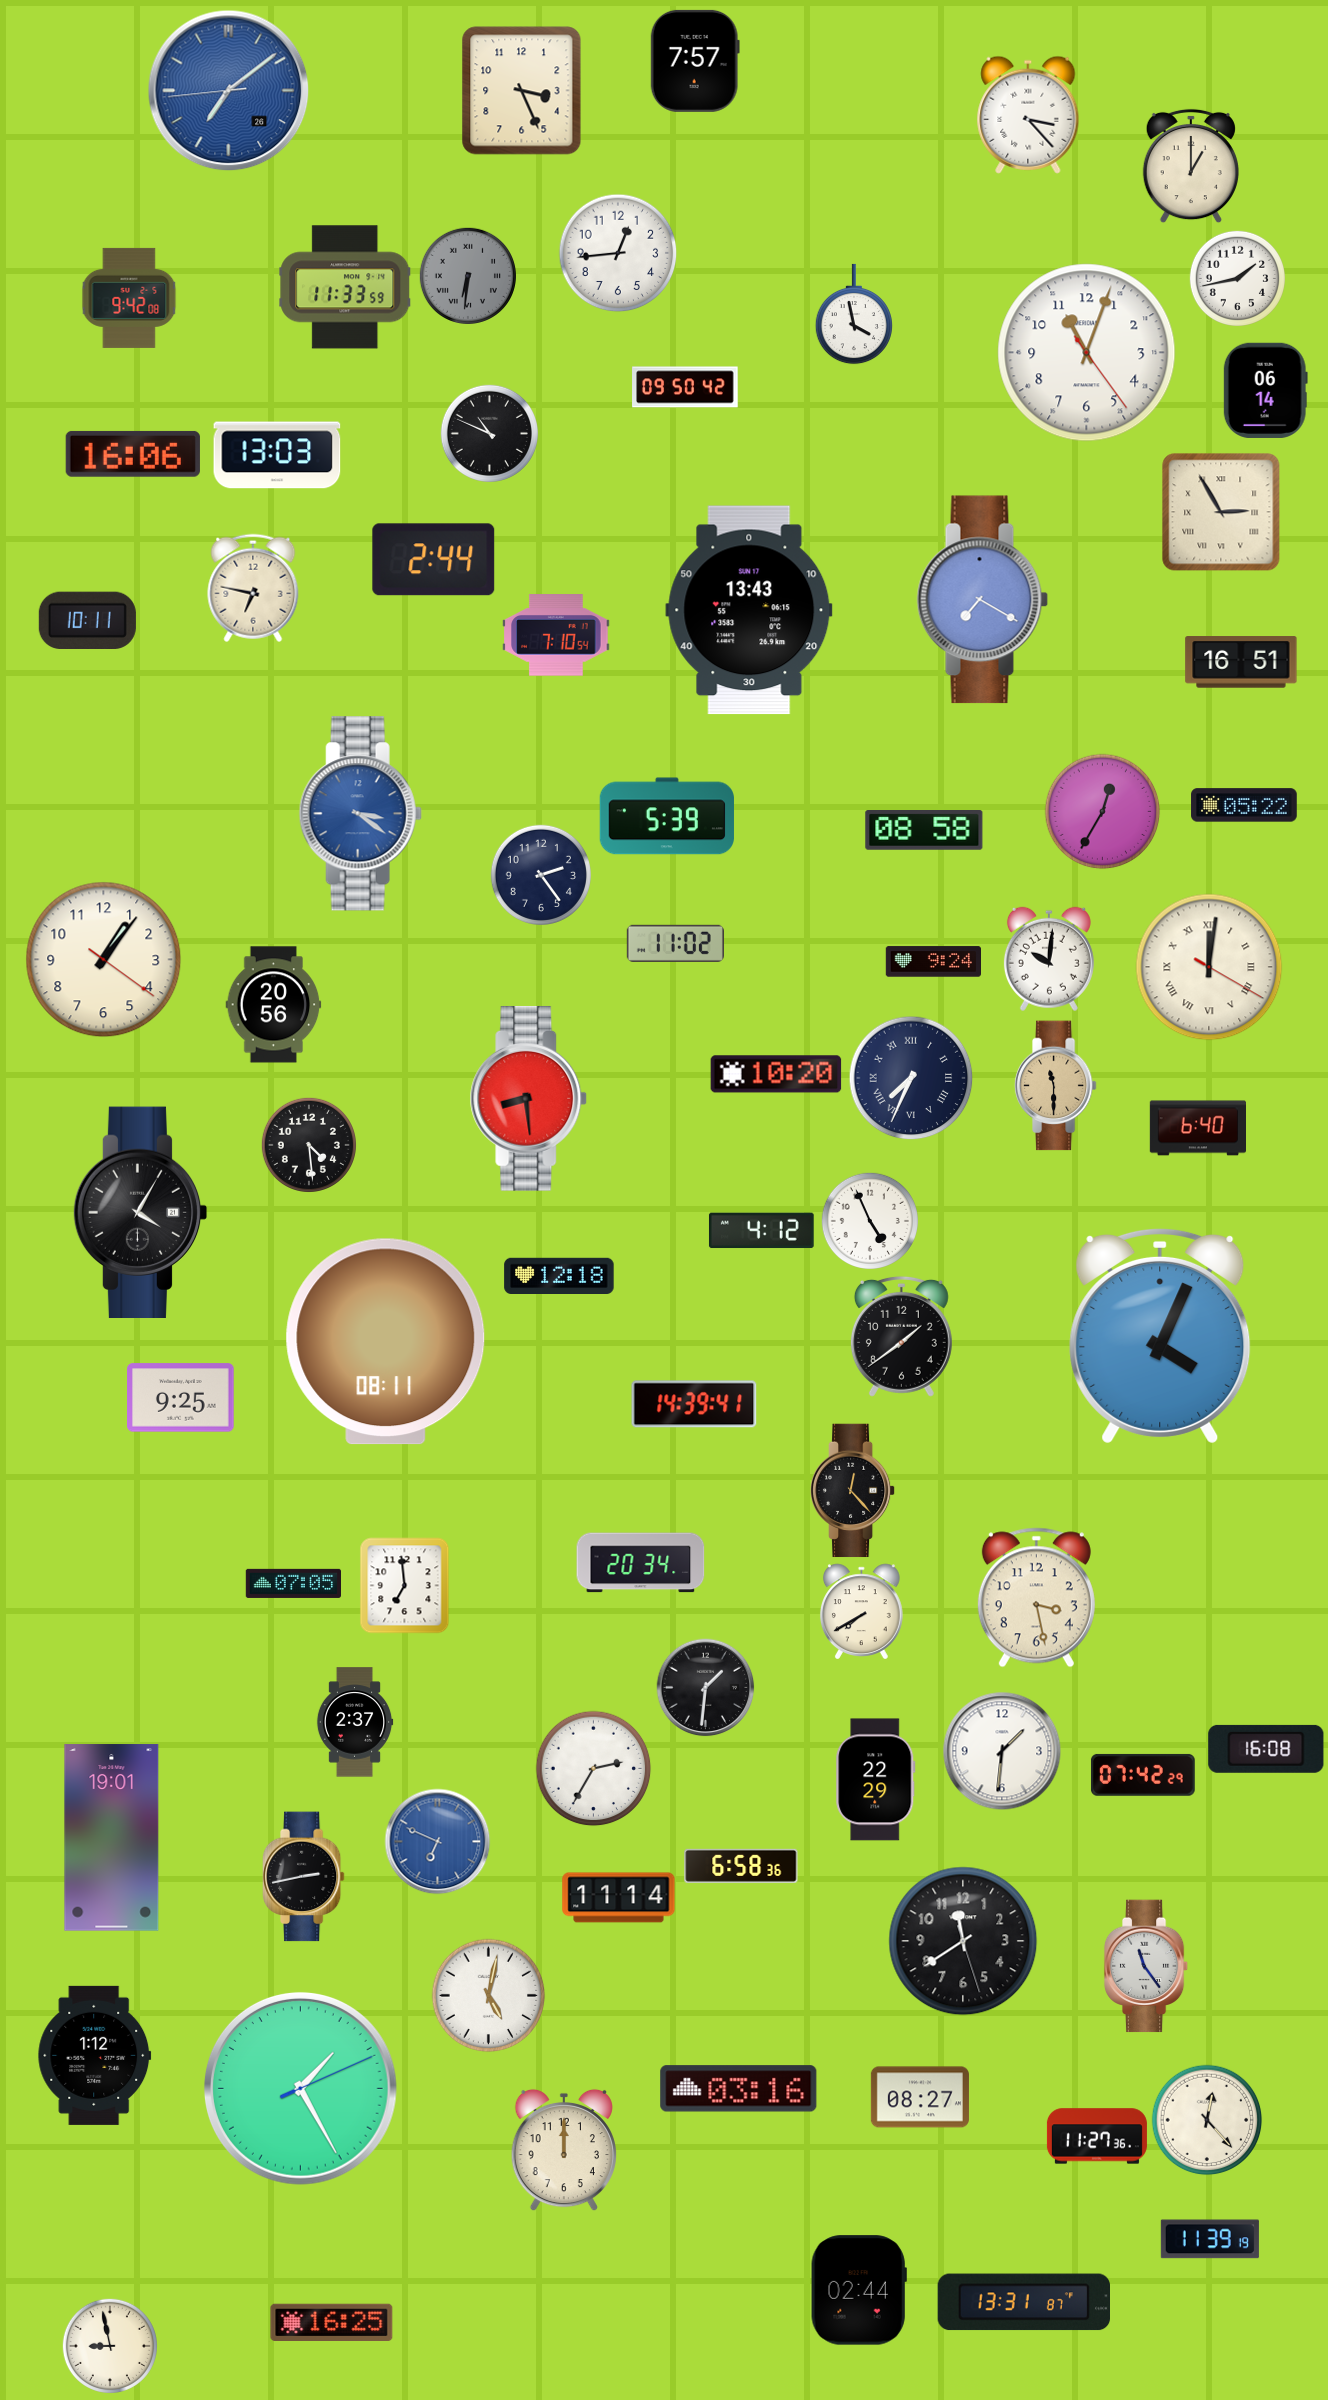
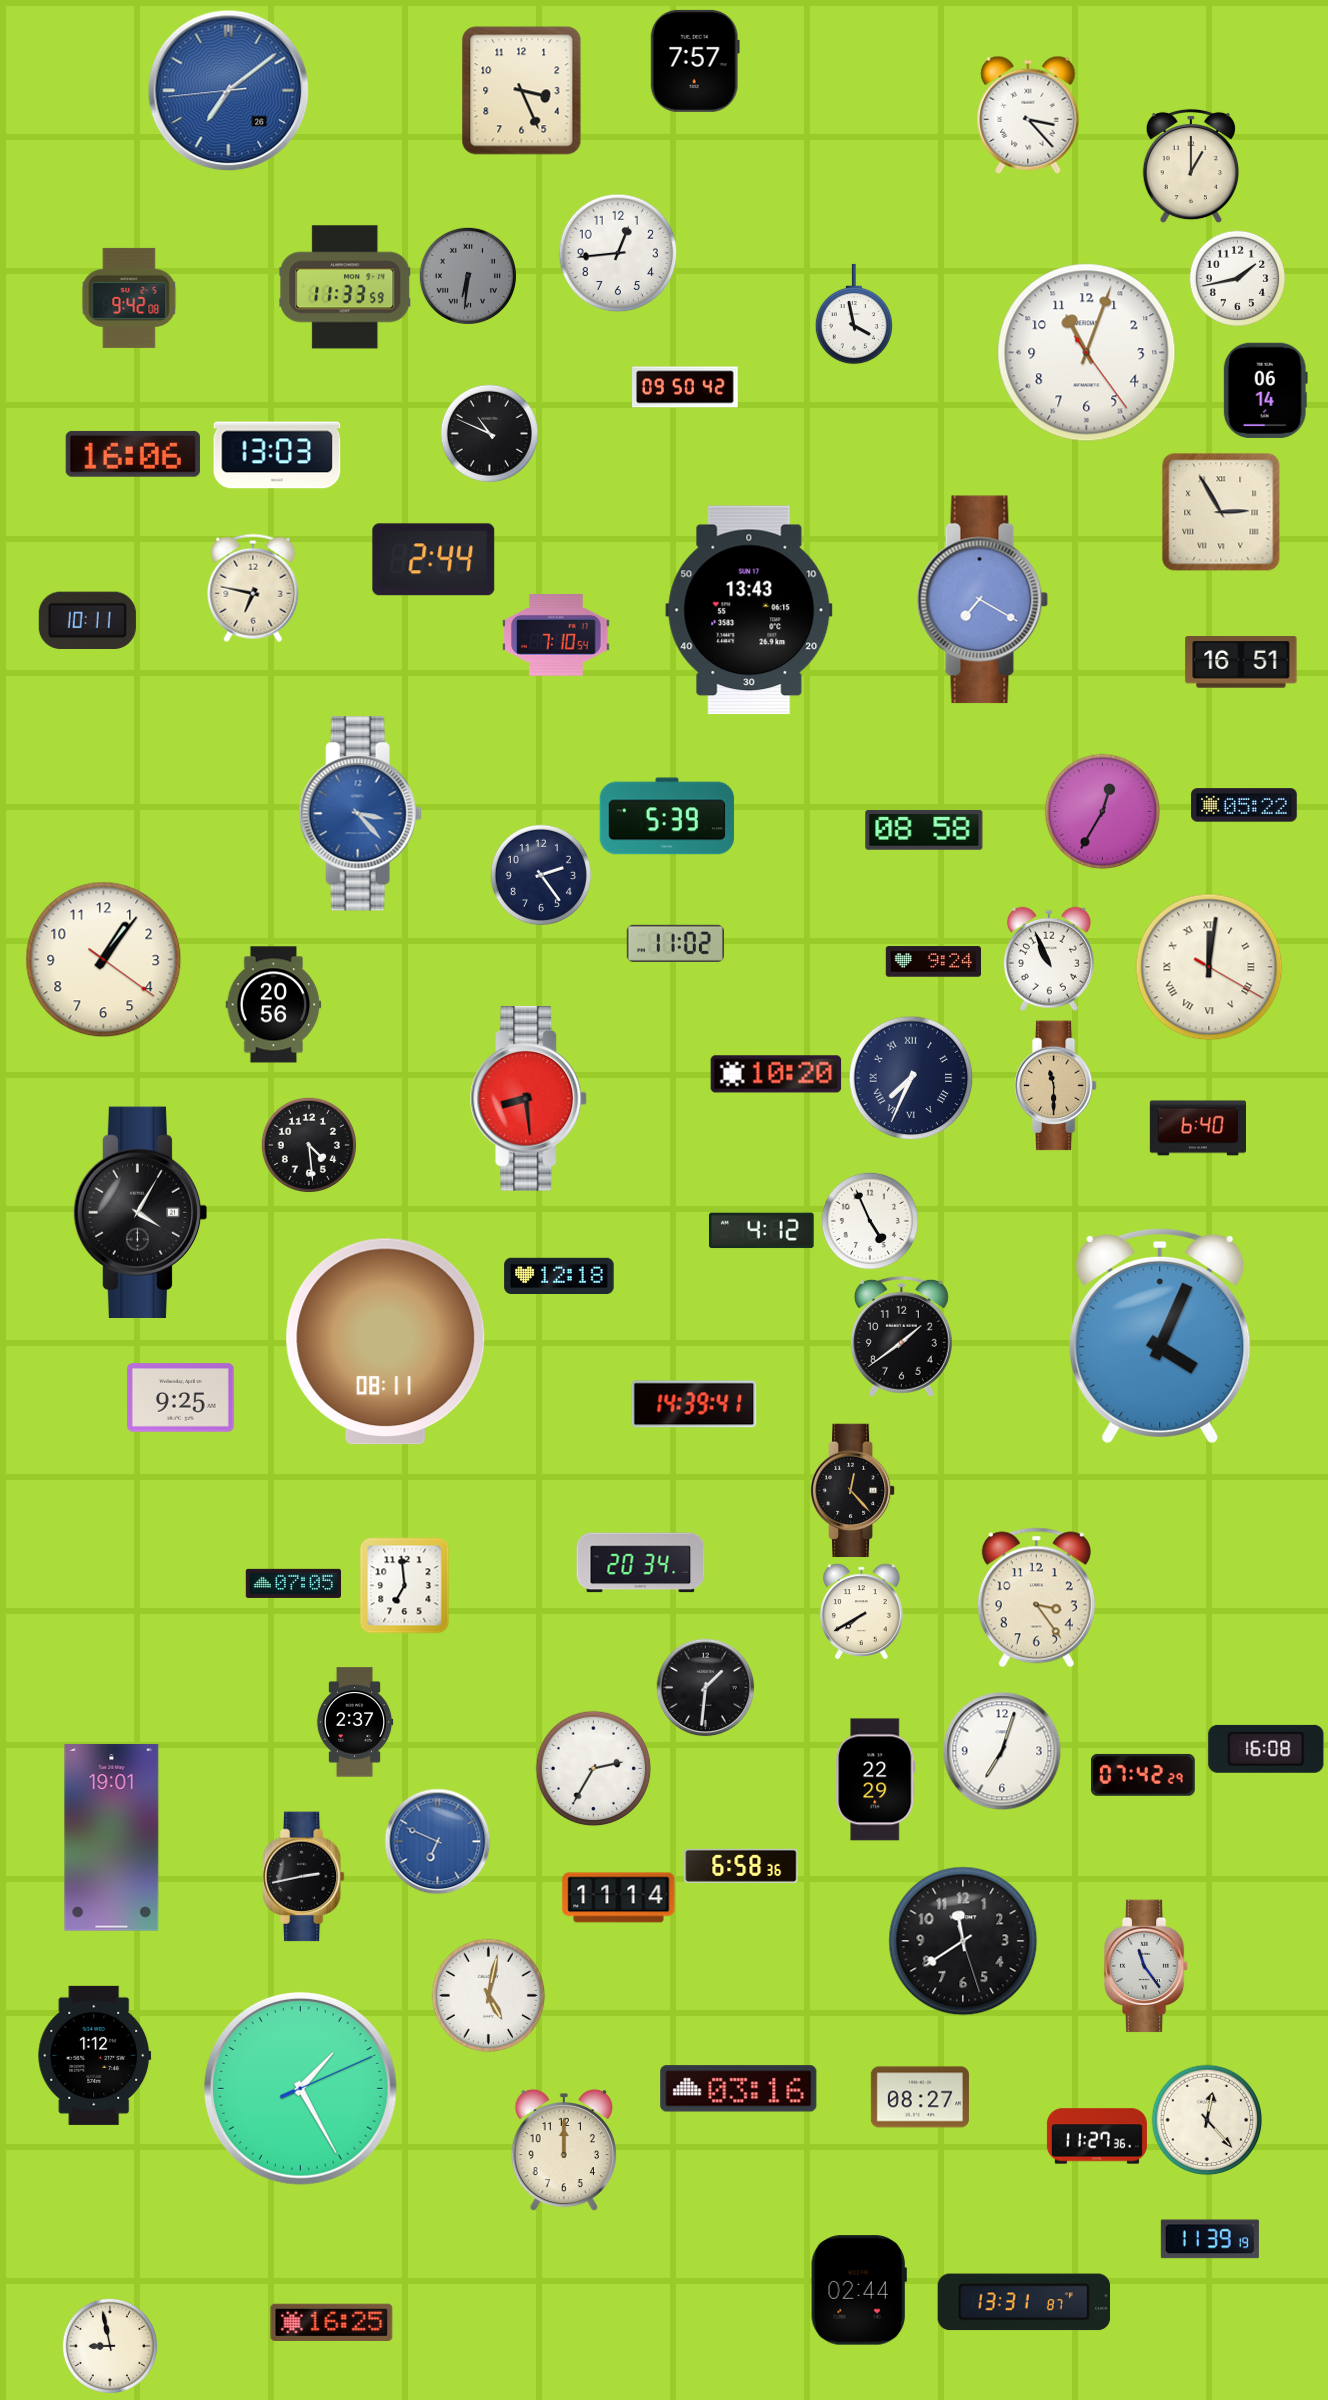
clock at (360, 814): 3:21 -> 3:23
clock at (1049, 959): 10:01 -> 10:56
clock at (1036, 1598): 3:28 -> 3:24
clock at (1002, 1751): 1:31 -> 7:03
